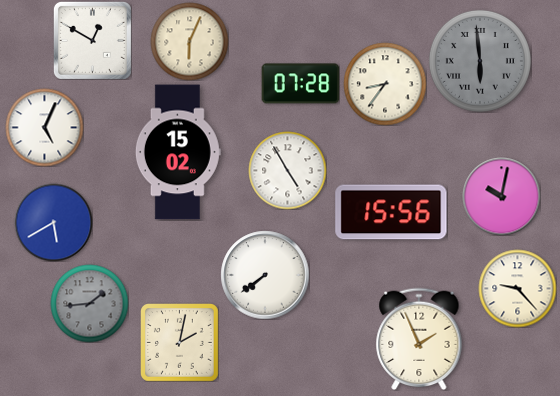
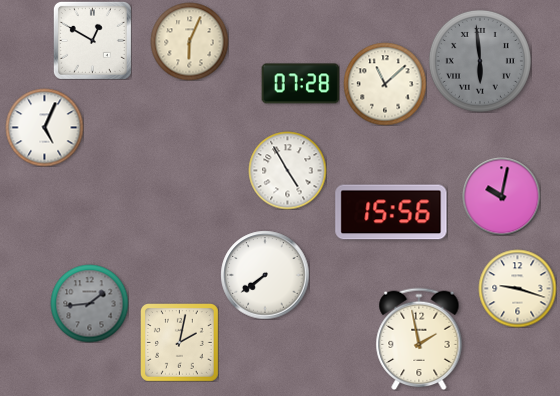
clock at (385, 84): 8:36 -> 11:08
clock at (178, 152): 15:02 -> none
clock at (53, 222): 5:40 -> none
clock at (517, 288): 9:23 -> 9:18
clock at (419, 339): 1:56 -> 1:58
